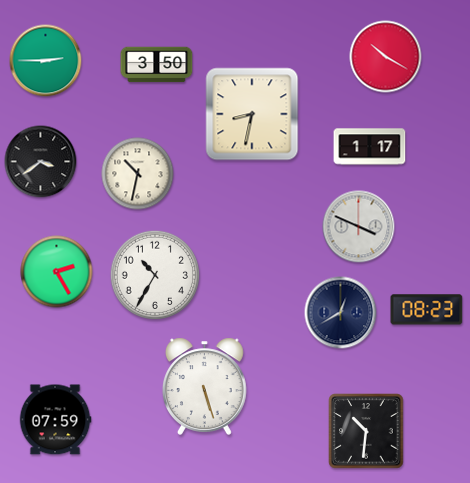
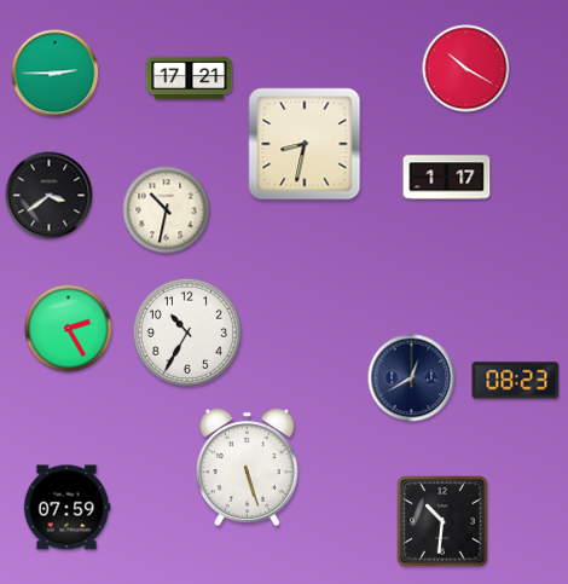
clock at (157, 65): 3:50 -> 17:21
clock at (252, 114) position: (252, 114) -> (305, 144)
clock at (359, 227): 3:49 -> none
clock at (427, 310) position: (427, 310) -> (516, 381)
